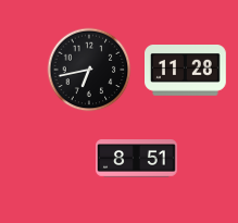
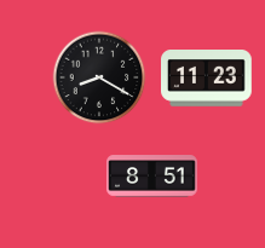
clock at (89, 70): 6:43 -> 8:20
clock at (186, 71): 11:28 -> 11:23
